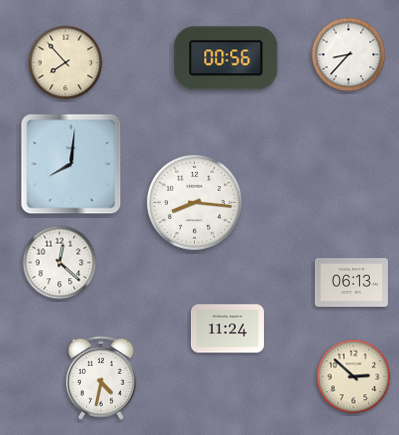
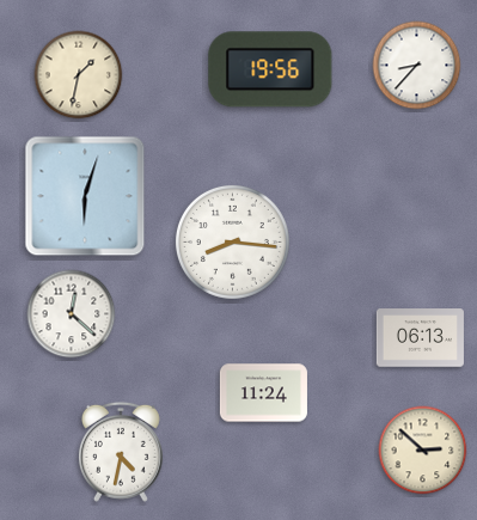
clock at (226, 58): 00:56 -> 19:56
clock at (66, 63): 7:53 -> 1:32
clock at (71, 164): 8:01 -> 6:03
clock at (227, 329) position: (227, 329) -> (263, 393)
